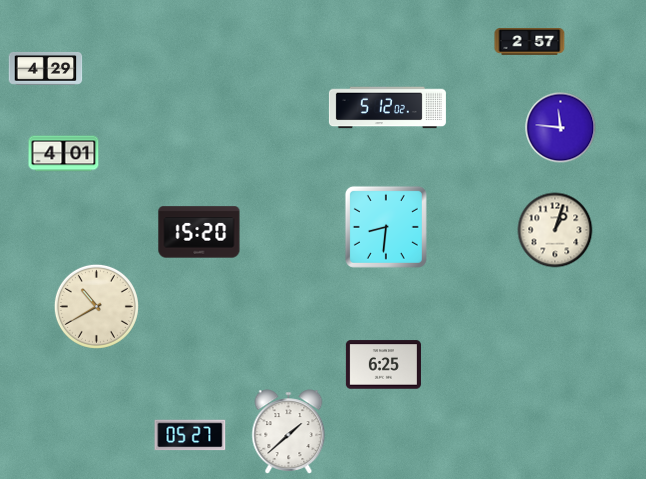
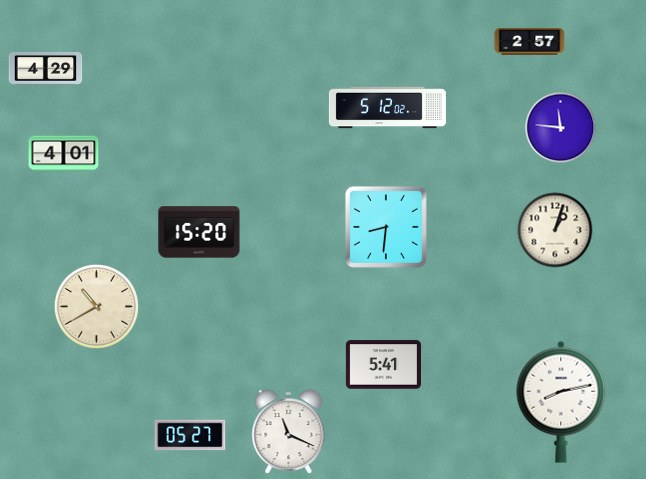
clock at (383, 365): 6:25 -> 5:41
clock at (561, 402): none -> 8:13
clock at (289, 432): 1:38 -> 11:19
